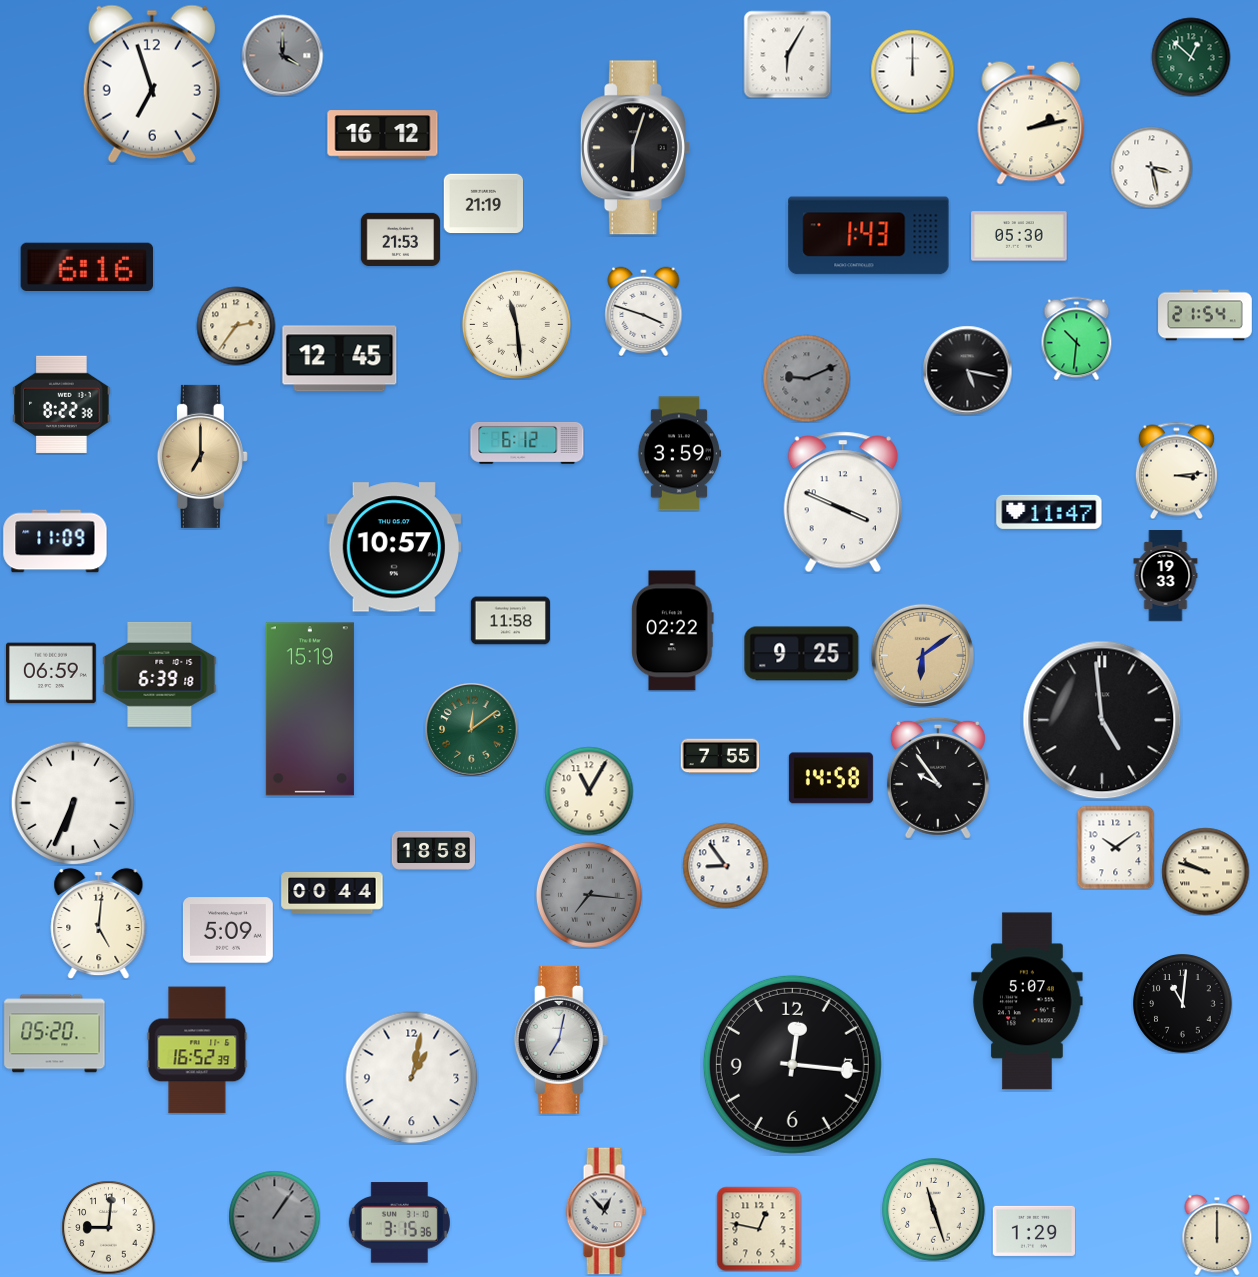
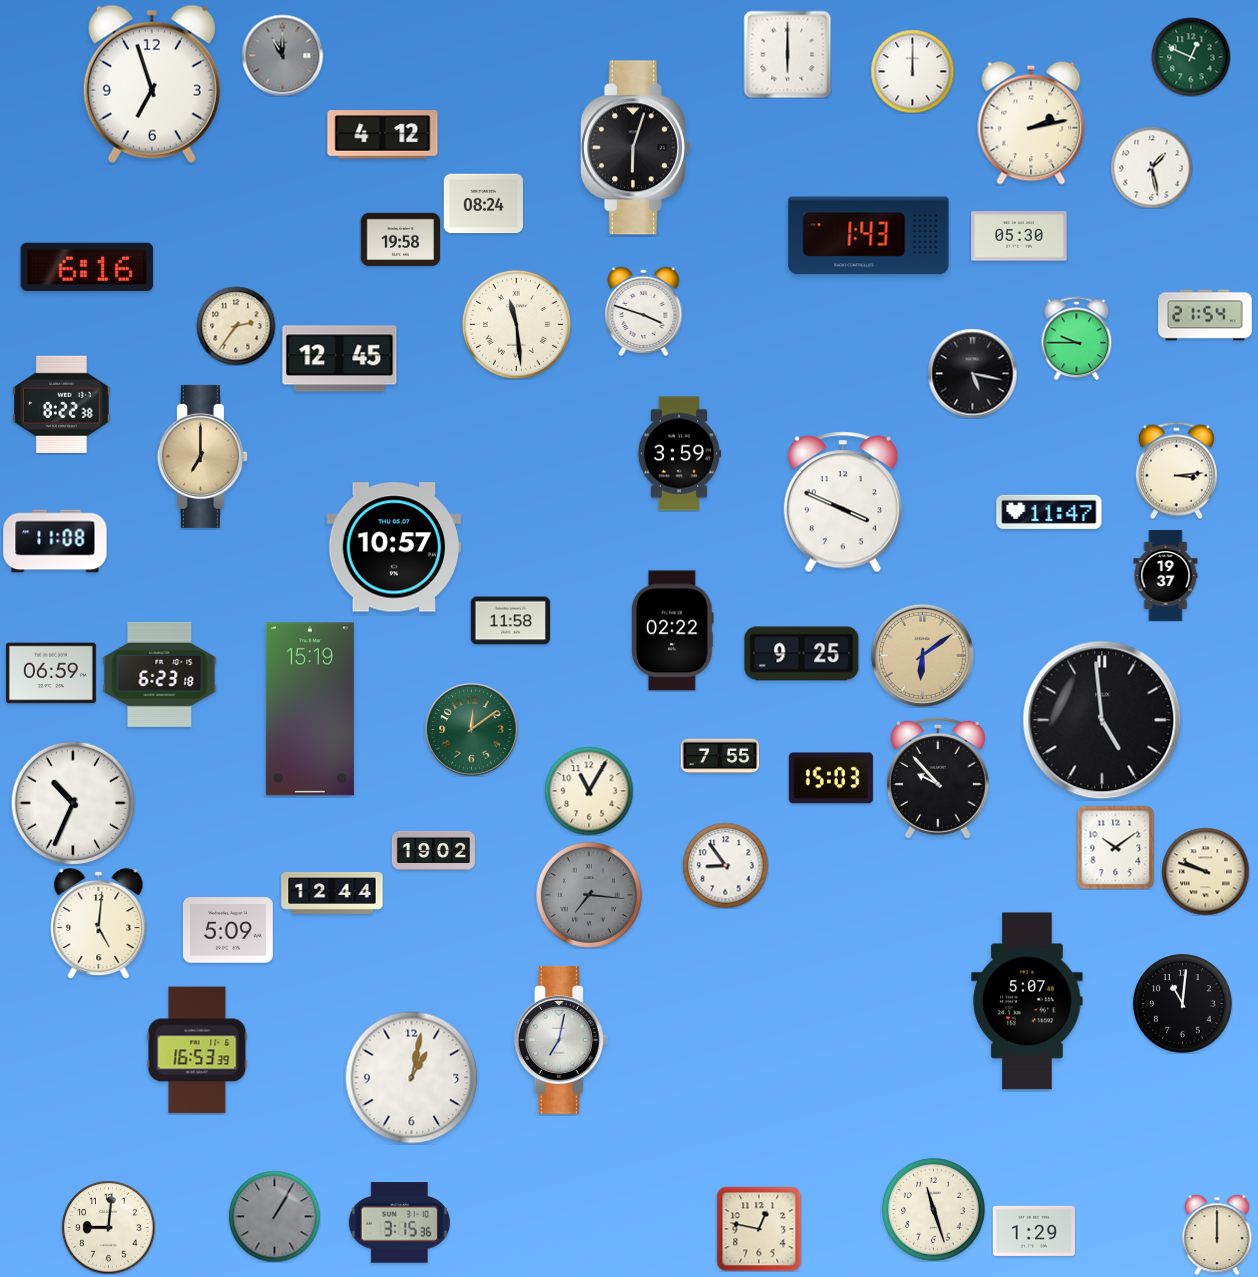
clock at (787, 54): 6:05 -> 6:00
clock at (282, 55): 4:00 -> 11:00
clock at (1191, 57): 12:52 -> 12:49
clock at (383, 135): 16:12 -> 4:12
clock at (1151, 167): 3:28 -> 1:28
clock at (483, 204): 21:19 -> 08:24
clock at (400, 239): 21:53 -> 19:58
clock at (1077, 338): 10:31 -> 9:45
clock at (967, 370) position: (967, 370) -> (972, 373)
clock at (806, 378): 9:11 -> none
clock at (527, 443): 6:12 -> none
clock at (55, 541): 11:09 -> 11:08
clock at (1166, 576): 19:33 -> 19:37
clock at (160, 674): 6:39 -> 6:23
clock at (831, 778): 14:58 -> 15:03
clock at (938, 778): 9:54 -> 9:53
clock at (73, 803): 6:34 -> 10:34
clock at (433, 850): 18:58 -> 19:02
clock at (332, 893): 00:44 -> 12:44
clock at (55, 1034): 05:20 -> none
clock at (197, 1050): 16:52 -> 16:53
clock at (792, 1064): 12:16 -> none
clock at (606, 1211): 12:53 -> none
clock at (274, 1216): 1:06 -> 1:05
